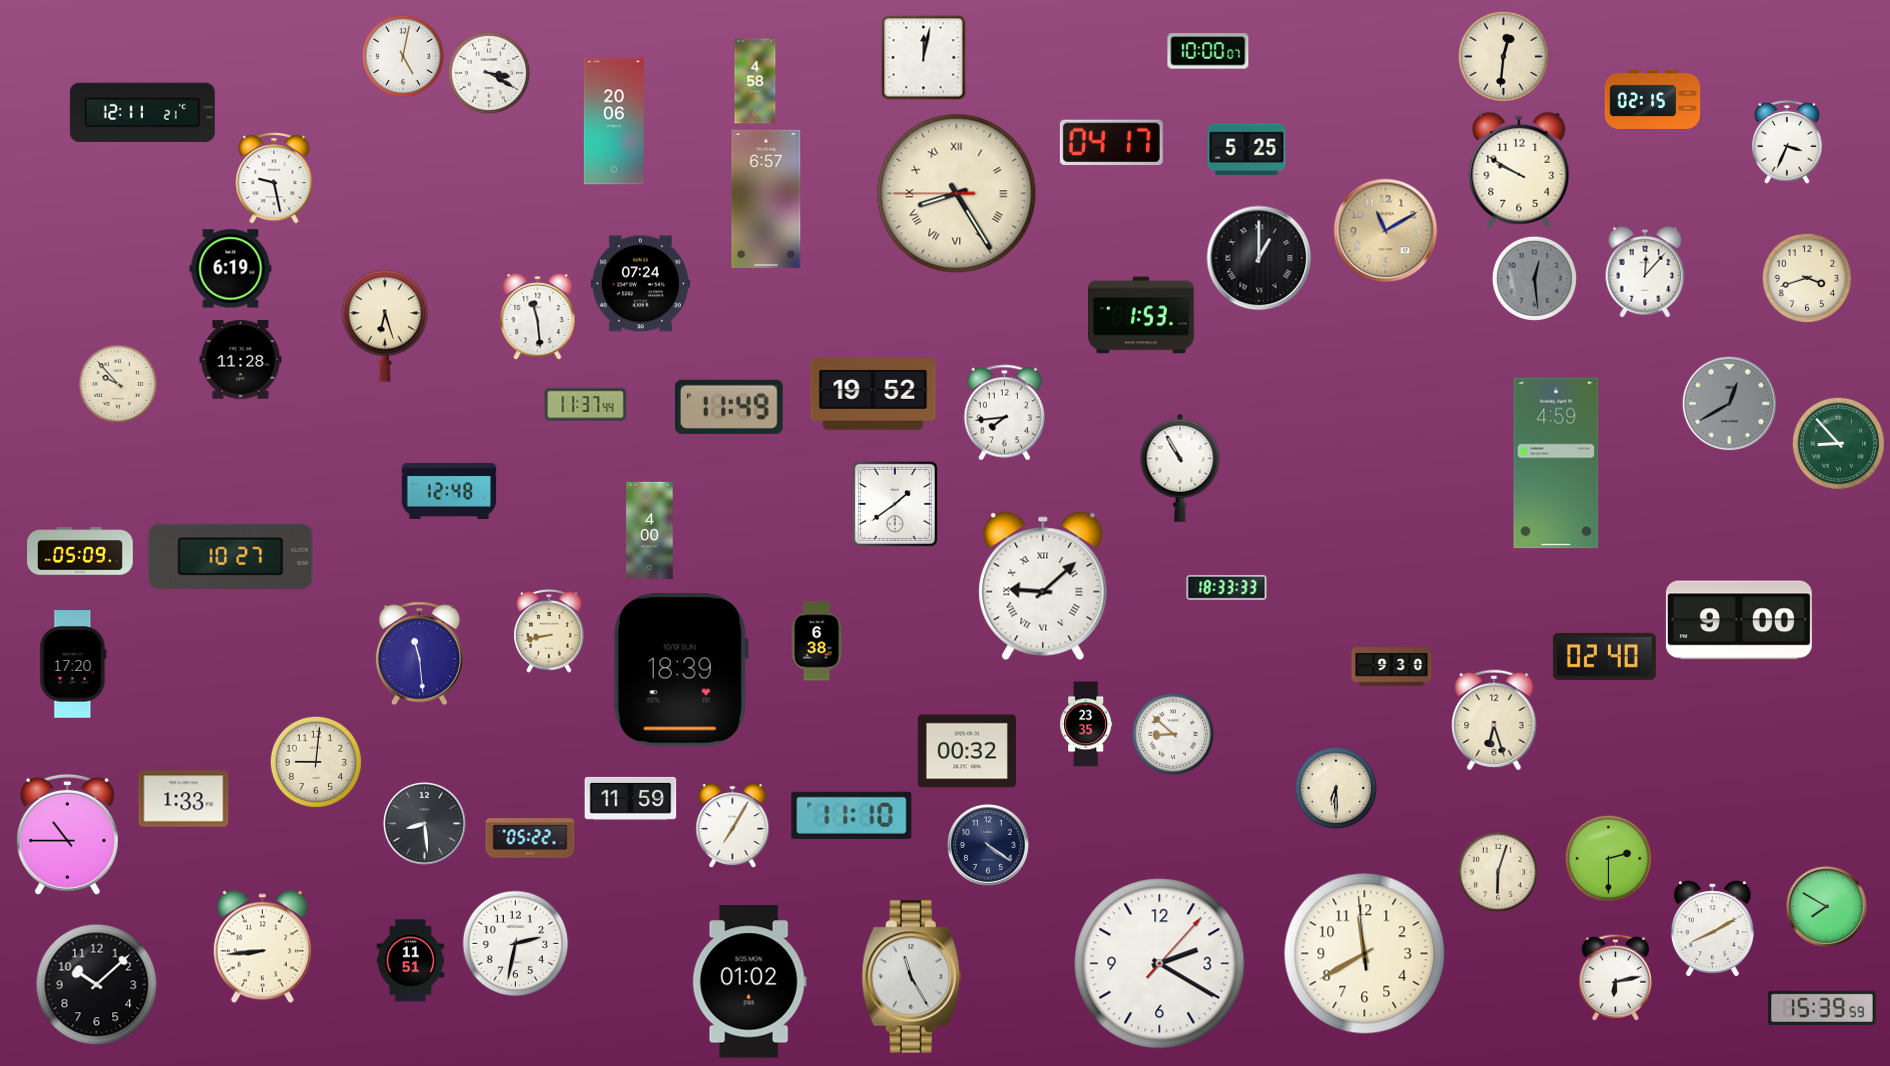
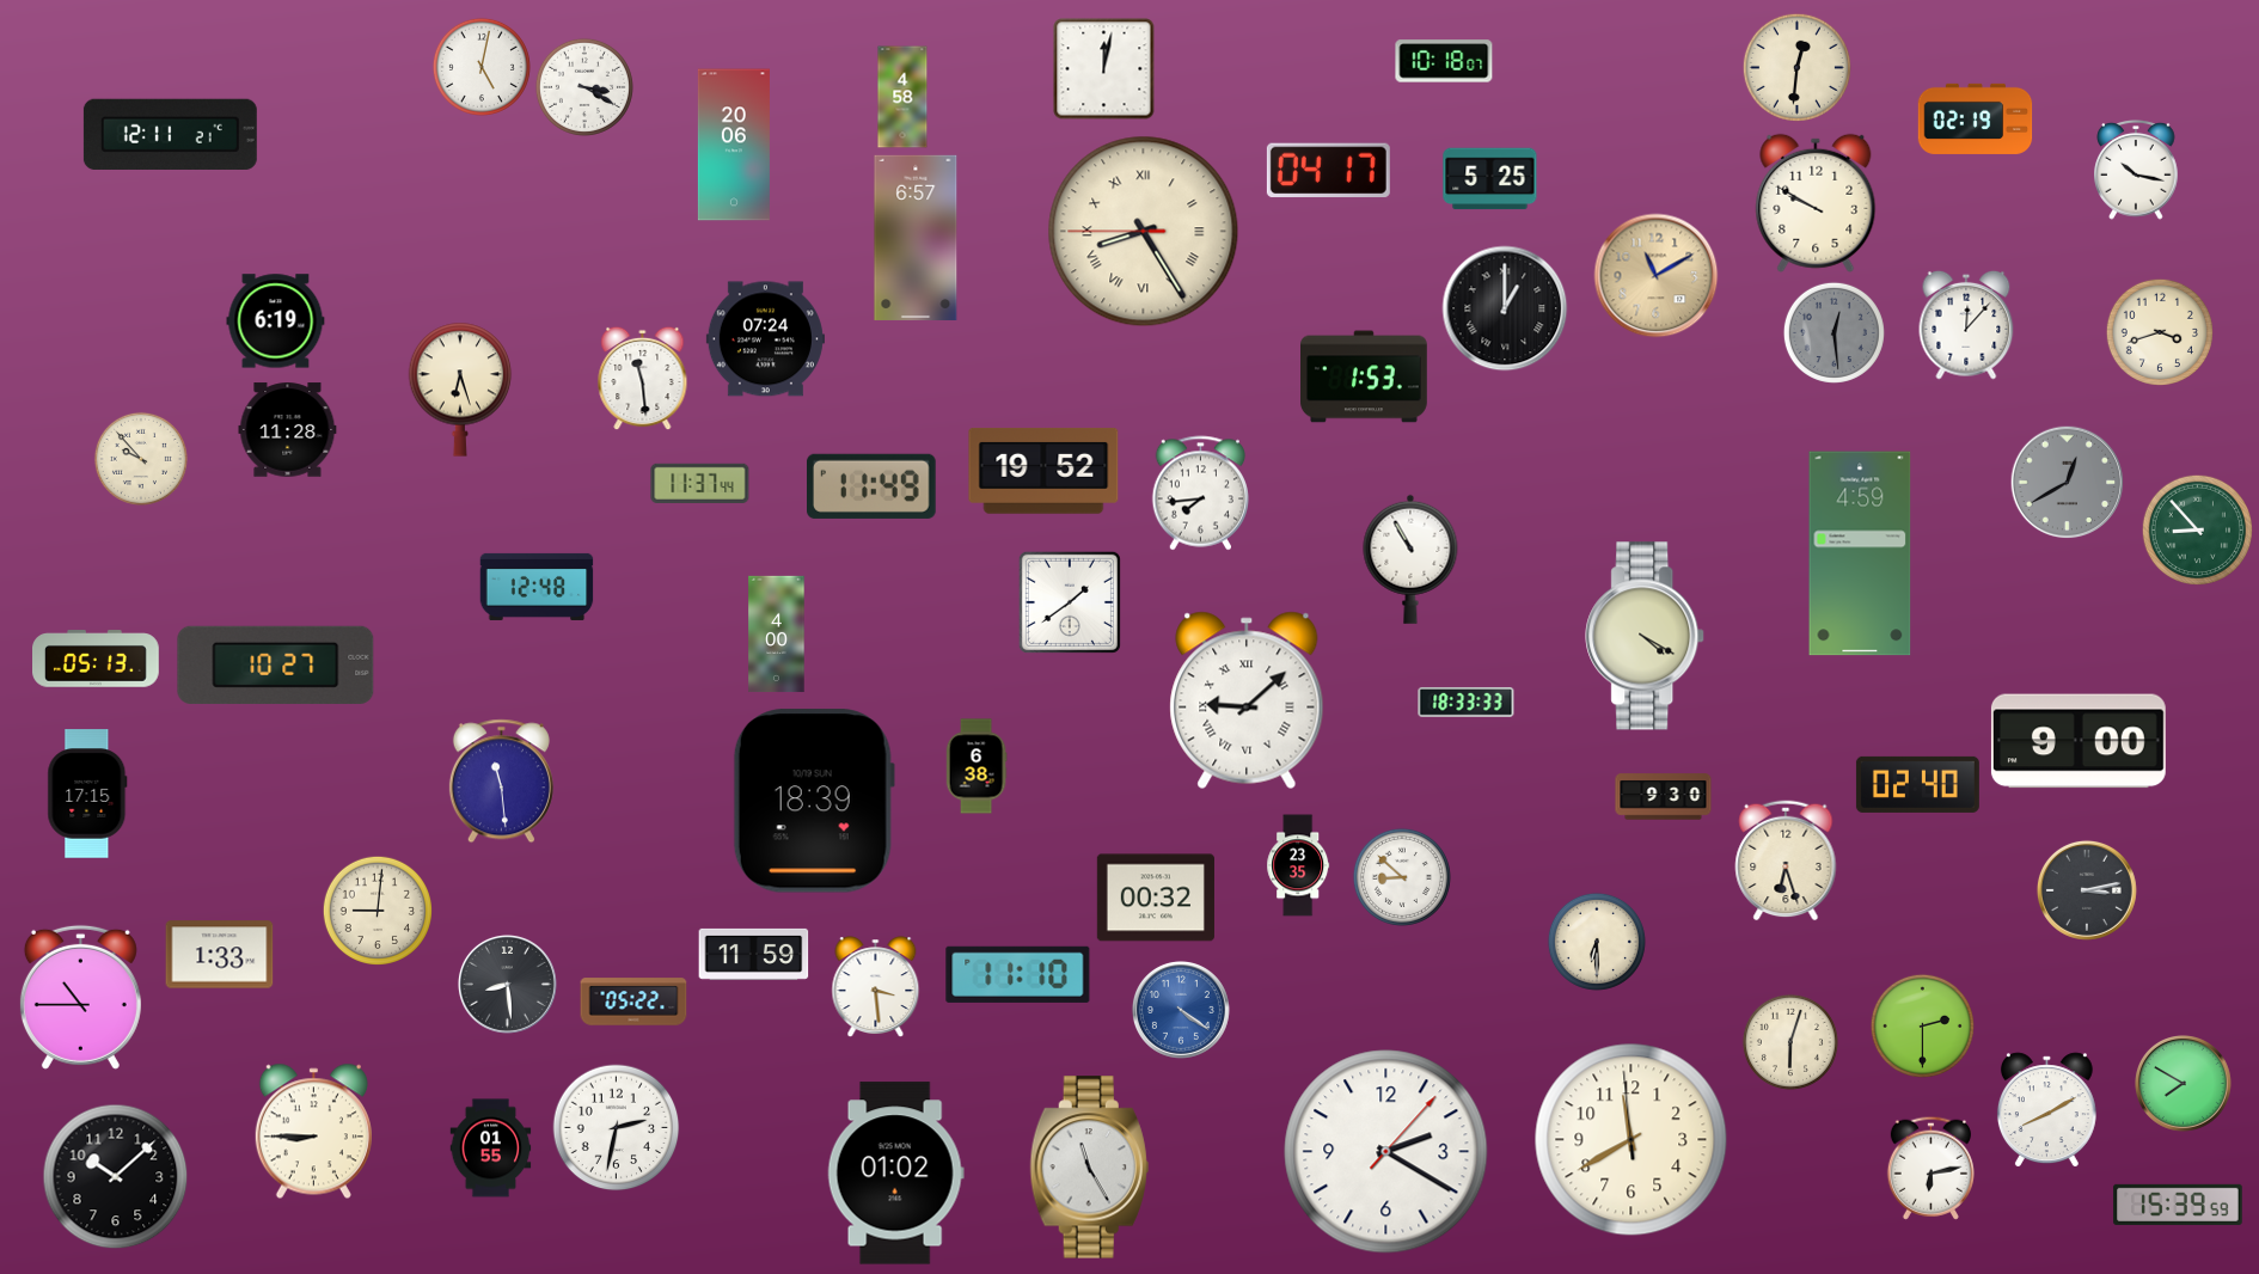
clock at (1208, 51): 10:00 -> 10:18
clock at (1653, 99): 02:15 -> 02:19
clock at (1787, 143): 3:34 -> 10:17
clock at (274, 178): 9:28 -> none
clock at (1646, 636): none -> 4:20
clock at (81, 551): 05:09 -> 05:13
clock at (549, 632): 8:43 -> none
clock at (73, 664): 17:20 -> 17:15
clock at (2087, 890): none -> 3:13
clock at (733, 825): 7:05 -> 3:29
clock at (988, 845) dial: navy -> blue
clock at (262, 947): 8:44 -> 8:45
clock at (411, 961): 11:51 -> 01:55
